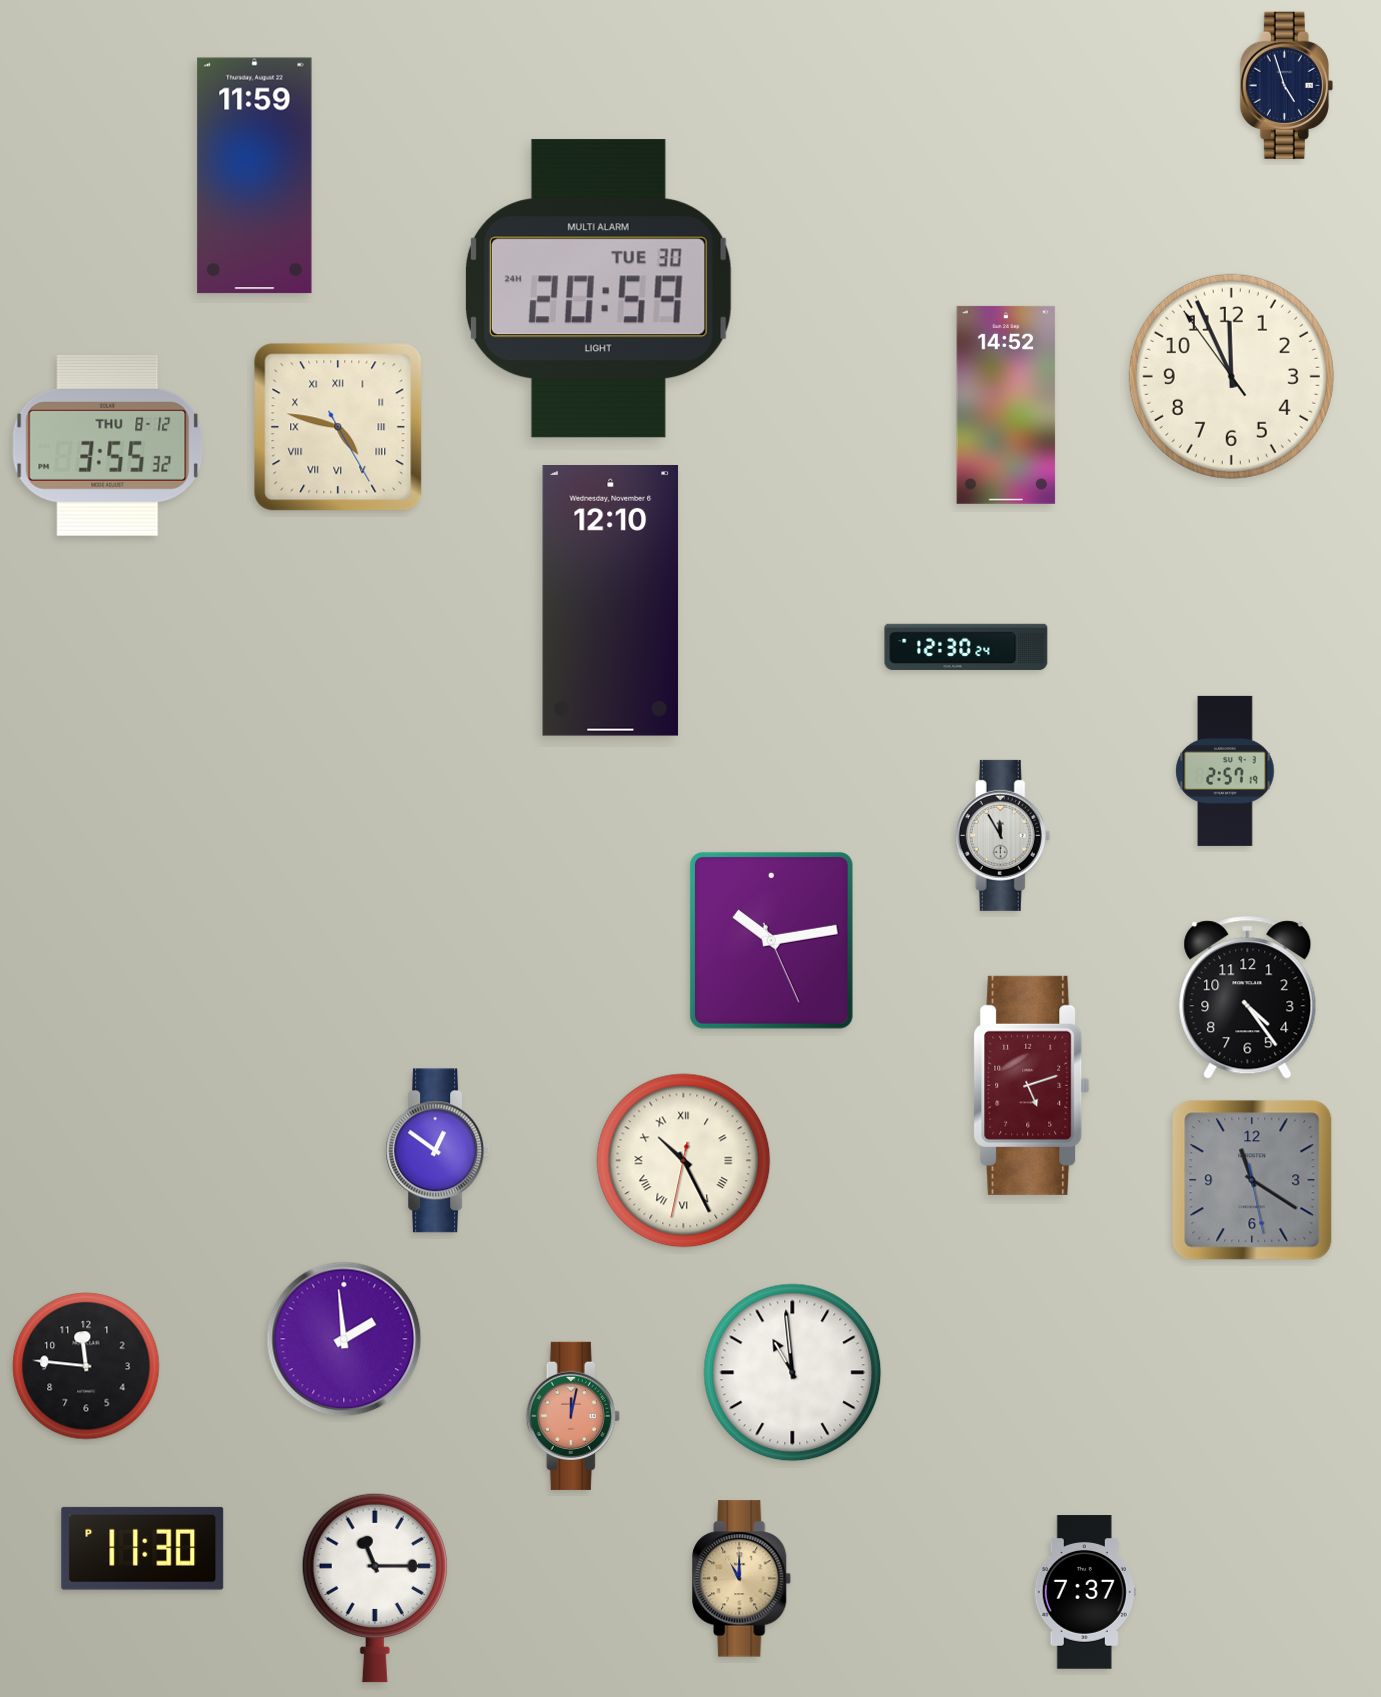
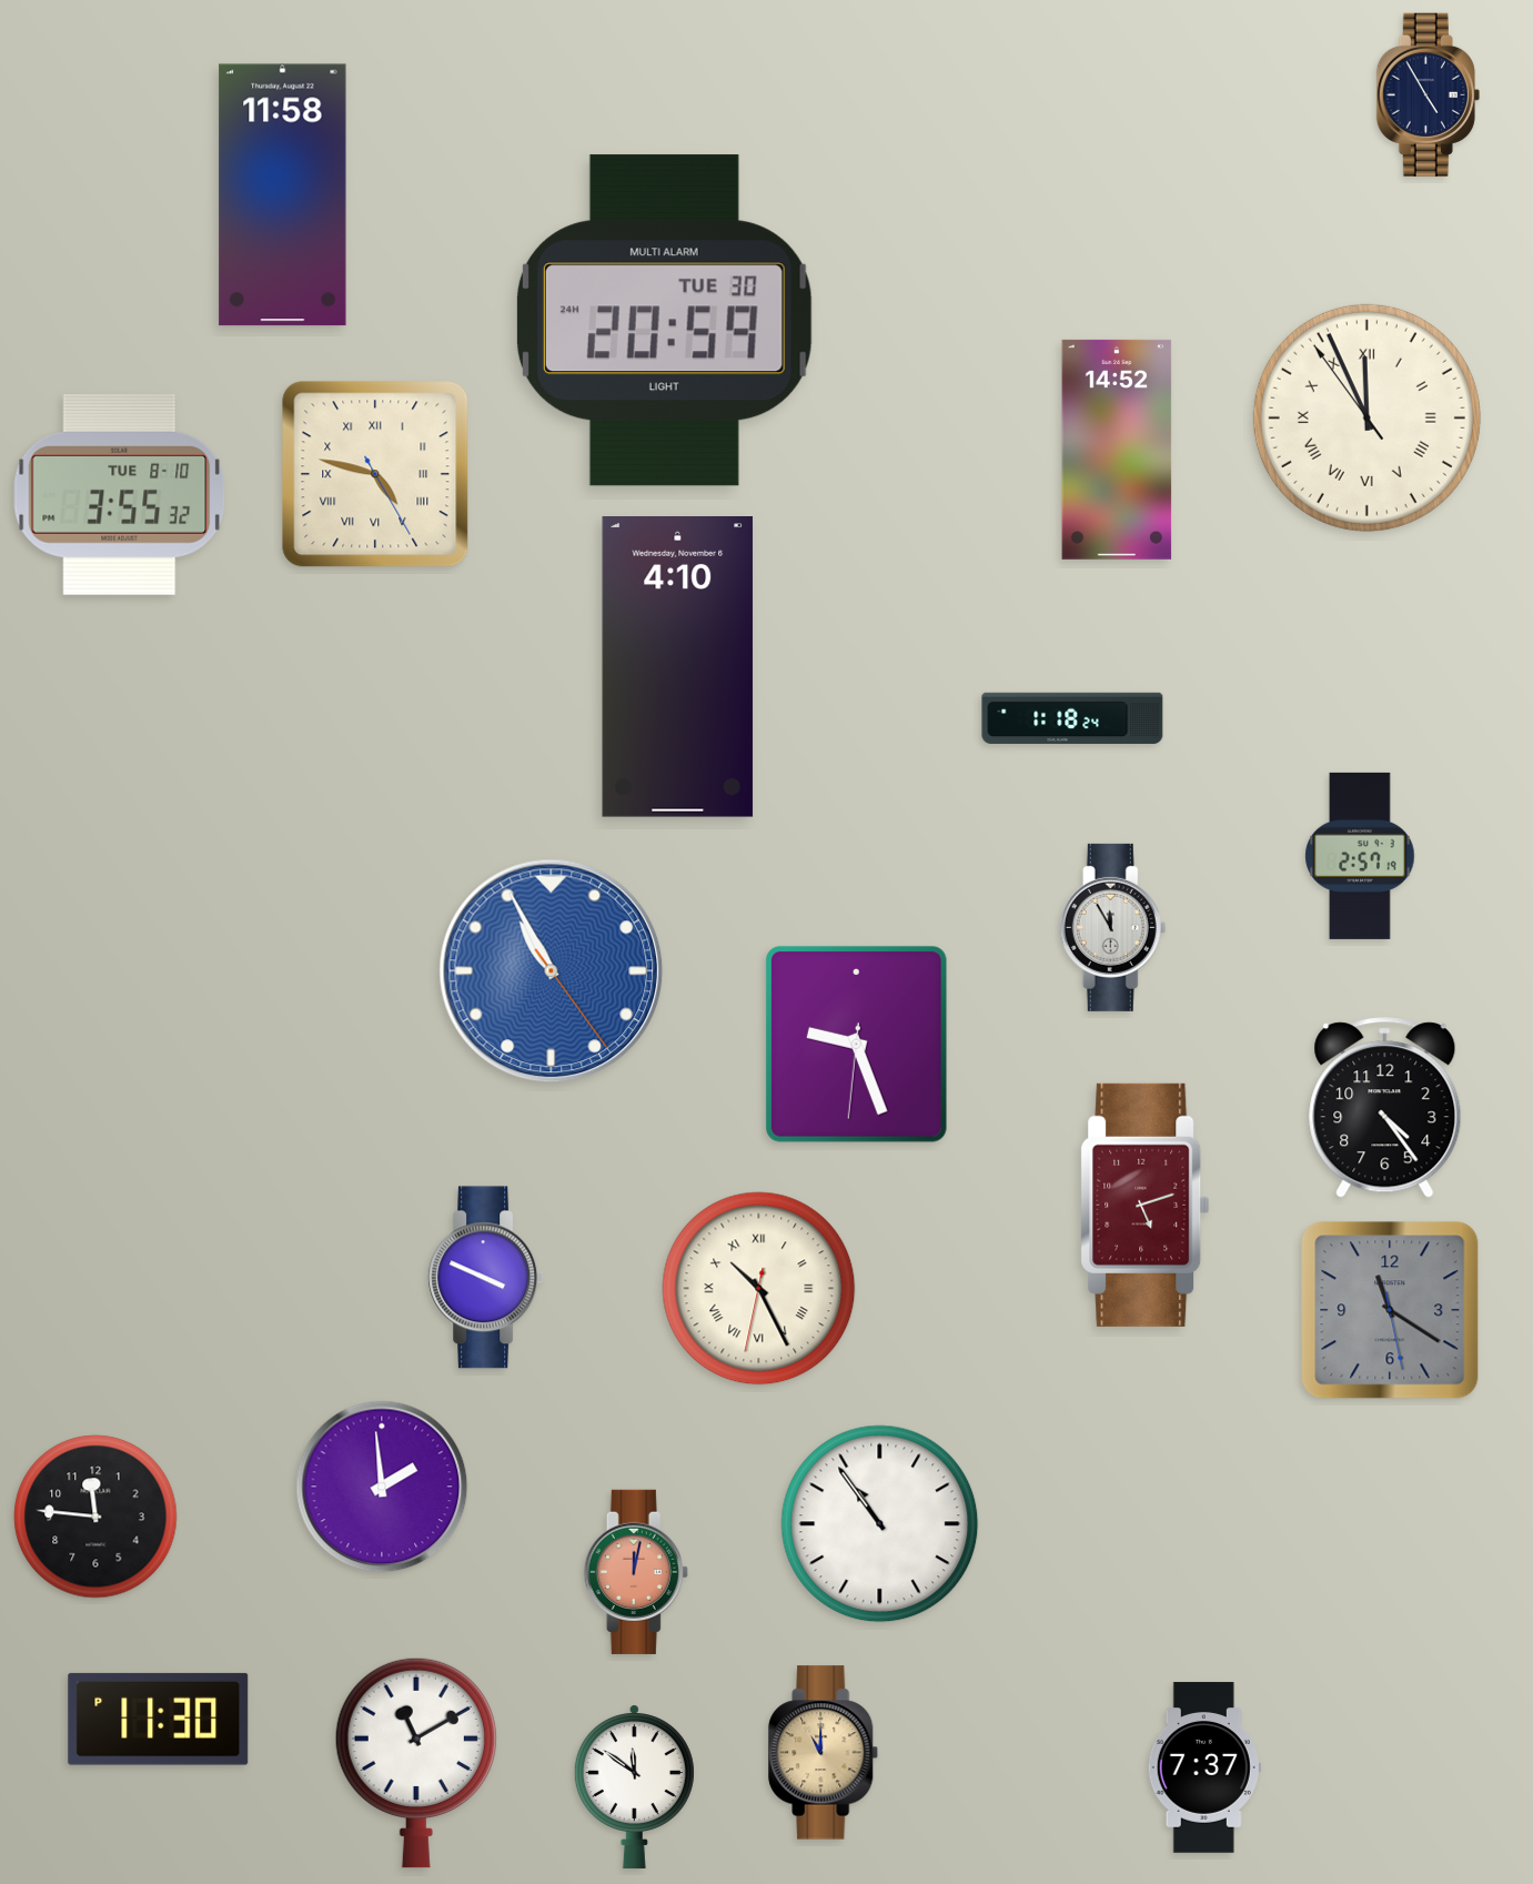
clock at (1286, 85): 4:57 -> 4:55
clock at (255, 176): 11:59 -> 11:58
clock at (1231, 376) numerals: Arabic -> Roman
clock at (108, 445) date: THU 8-12 -> TUE 8-10
clock at (611, 601): 12:10 -> 4:10
clock at (966, 647): 12:30 -> 1:18
clock at (552, 971): none -> 10:55
clock at (771, 941): 10:13 -> 9:26
clock at (438, 1151): 12:51 -> 3:49
clock at (793, 1373): 10:59 -> 10:54
clock at (375, 1588): 11:15 -> 11:10
clock at (634, 1787): none -> 11:51
